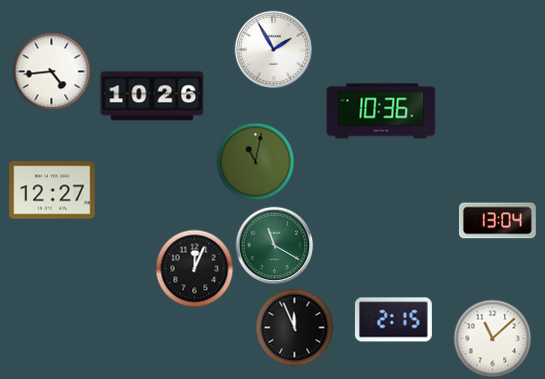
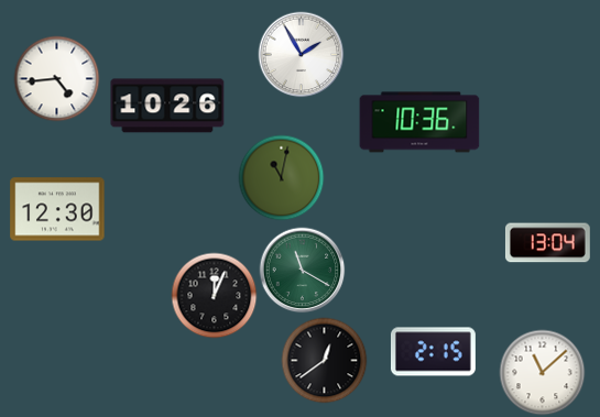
clock at (52, 190): 12:27 -> 12:30
clock at (294, 327): 11:56 -> 12:39
